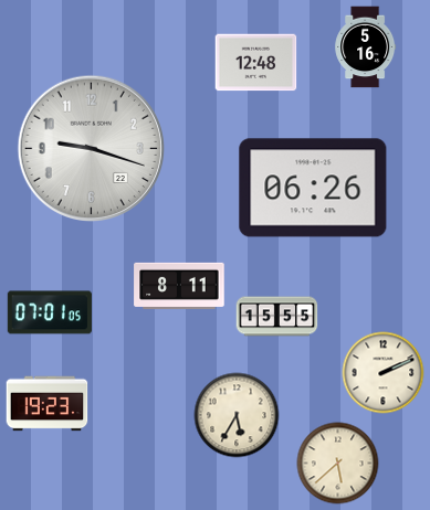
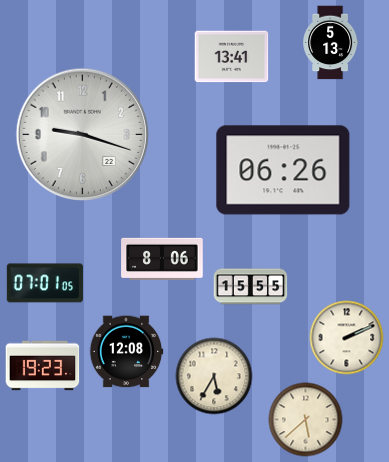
clock at (366, 47): 5:16 -> 5:13
clock at (256, 63): 12:48 -> 13:41
clock at (179, 286): 8:11 -> 8:06
clock at (126, 352): none -> 12:08
